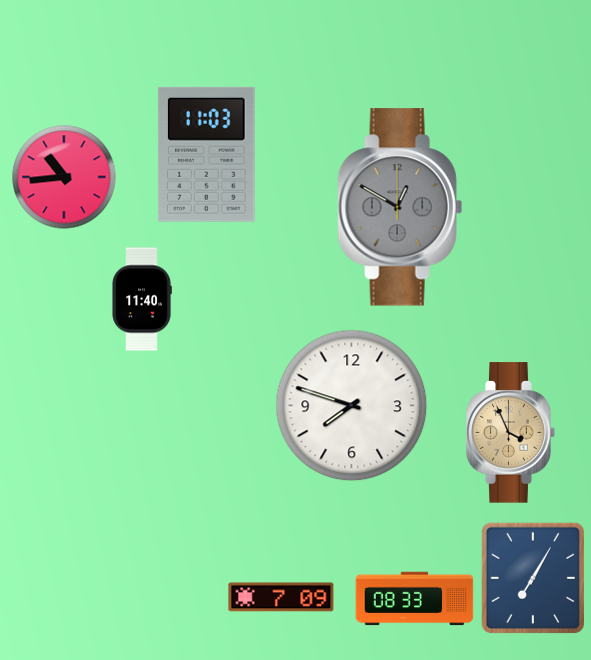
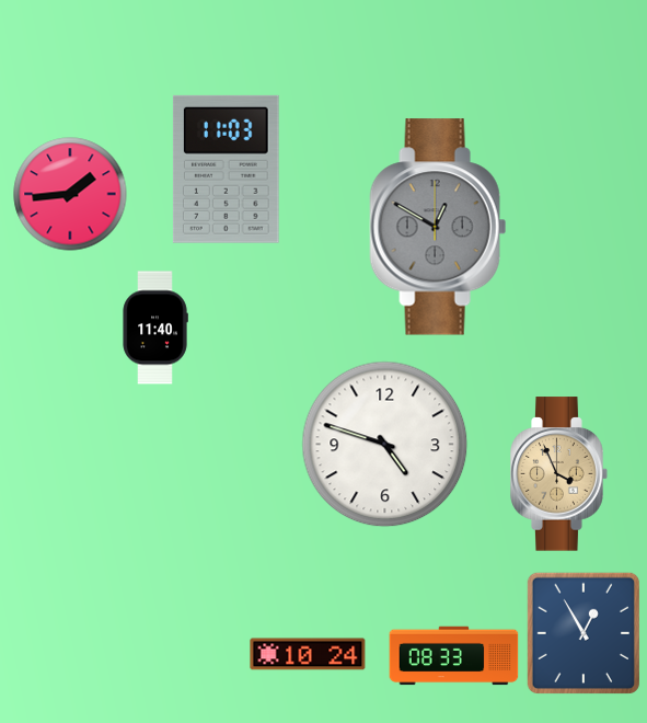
clock at (64, 177): 10:44 -> 1:44
clock at (352, 406): 7:48 -> 4:48
clock at (533, 577): 7:05 -> 12:55
clock at (281, 597): 7:09 -> 10:24
